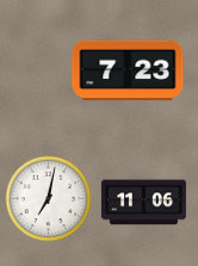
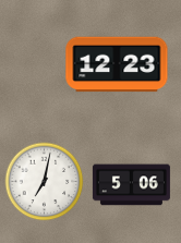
clock at (128, 70): 7:23 -> 12:23
clock at (143, 203): 11:06 -> 5:06
